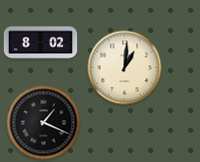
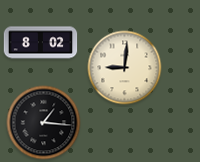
clock at (125, 68): 1:01 -> 9:01
clock at (44, 123): 1:19 -> 1:16
